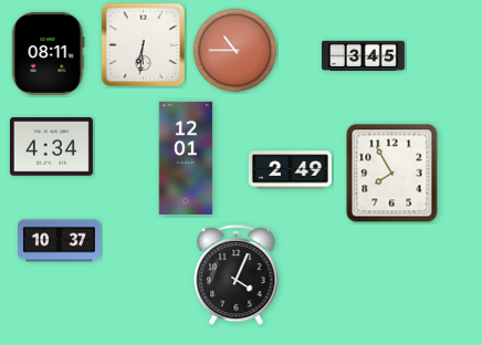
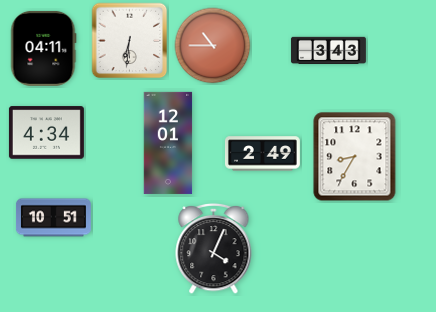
clock at (48, 53): 08:11 -> 04:11
clock at (363, 55): 3:45 -> 3:43
clock at (392, 174): 7:55 -> 8:35
clock at (59, 241): 10:37 -> 10:51
